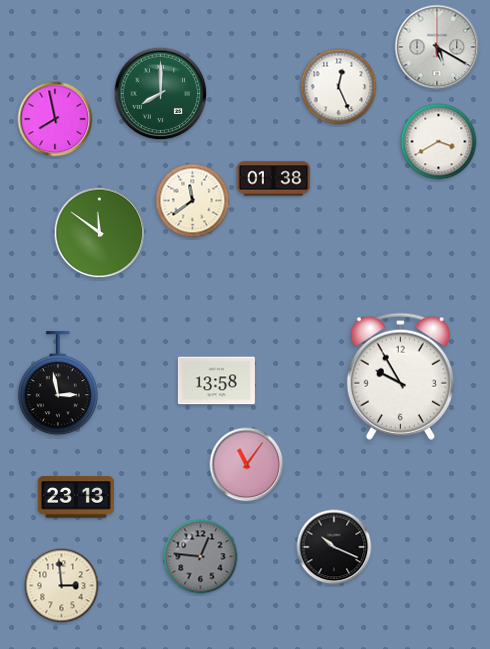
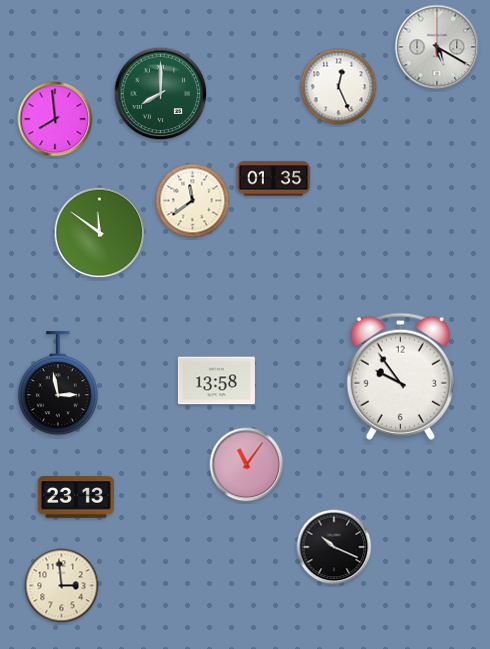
clock at (55, 119): 7:58 -> 7:59
clock at (439, 142): 3:40 -> none
clock at (274, 179): 01:38 -> 01:35
clock at (400, 376): 9:55 -> 9:54
clock at (201, 557): 12:46 -> none
